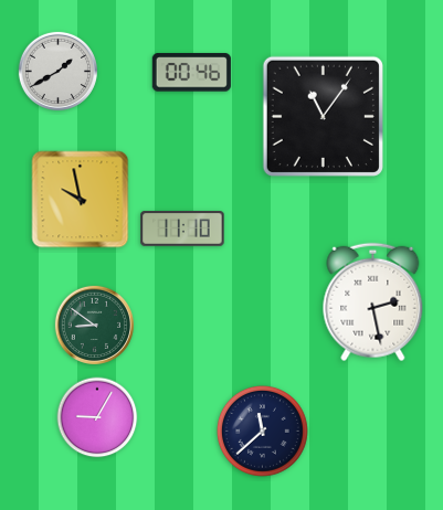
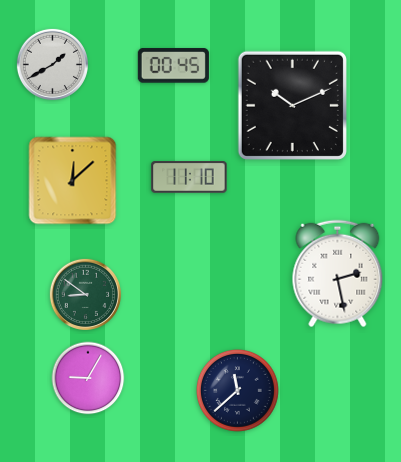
clock at (191, 73): 00:46 -> 00:45
clock at (323, 116): 11:06 -> 10:11
clock at (81, 200): 9:58 -> 12:08
clock at (182, 229) position: (182, 229) -> (189, 177)
